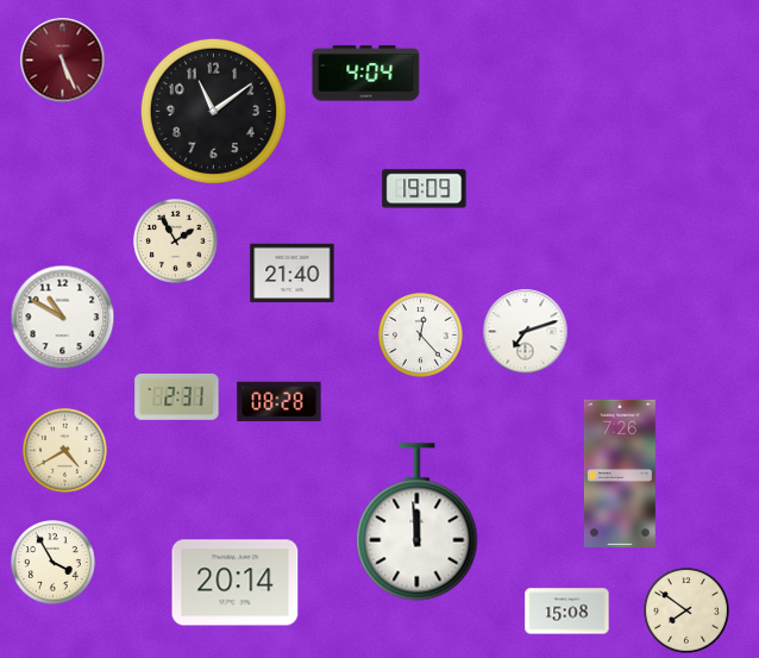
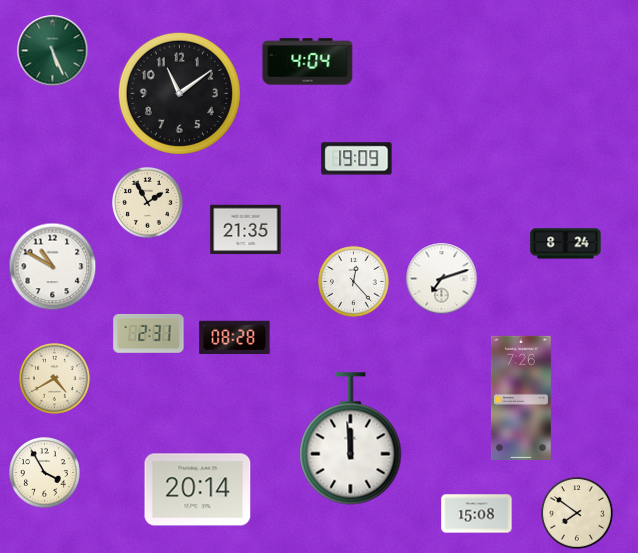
clock at (63, 61) dial: burgundy -> green
clock at (293, 274): 21:40 -> 21:35
clock at (566, 244): none -> 8:24
